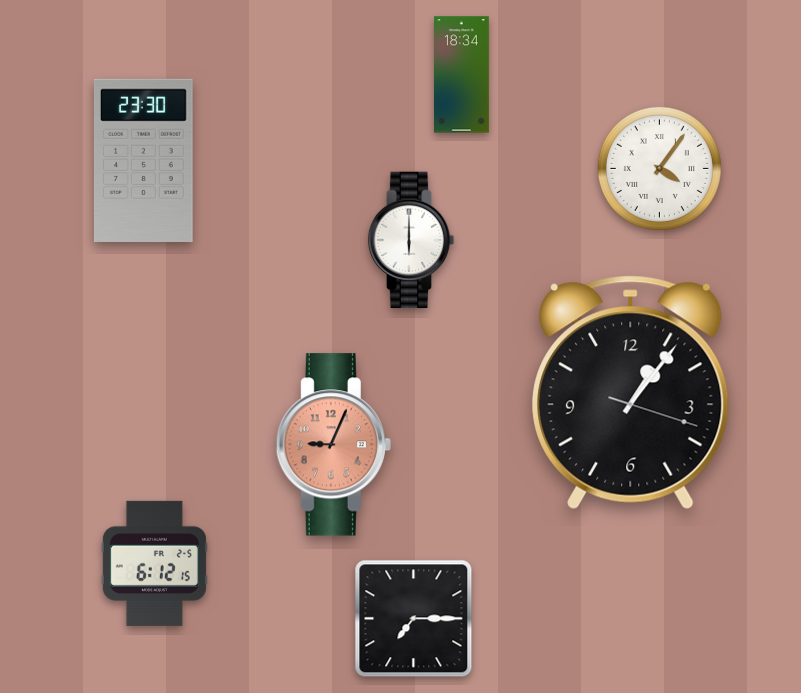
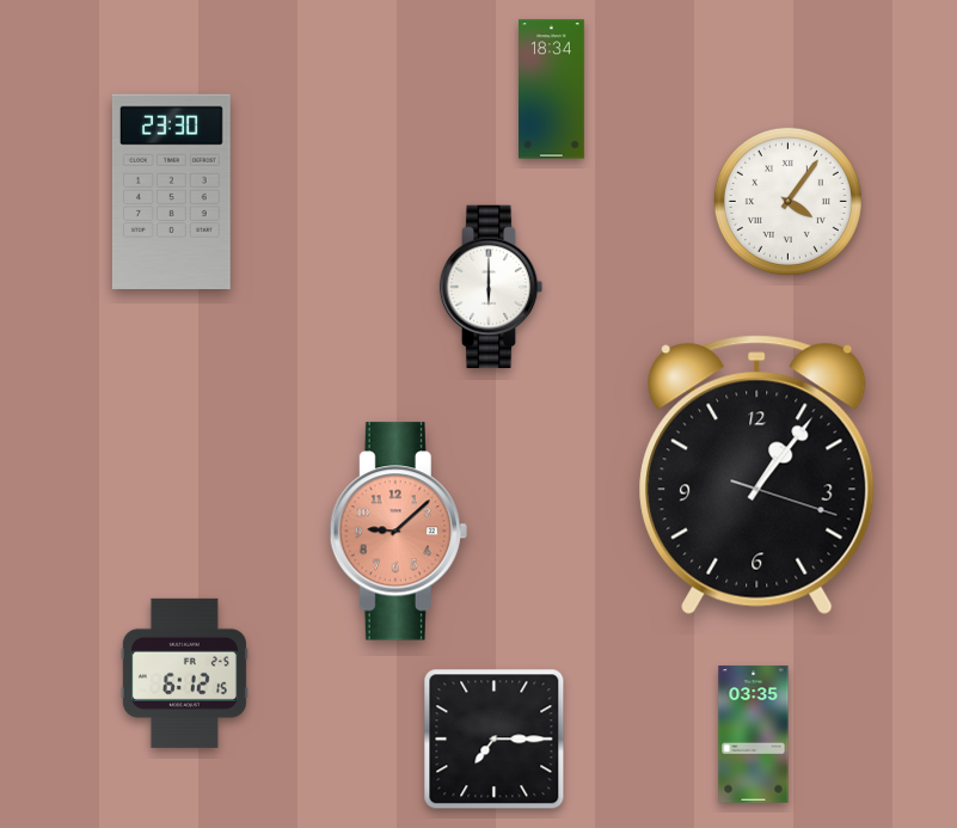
clock at (631, 392) position: (631, 392) -> (757, 474)
clock at (333, 445): 9:04 -> 9:08
clock at (754, 735): none -> 03:35
